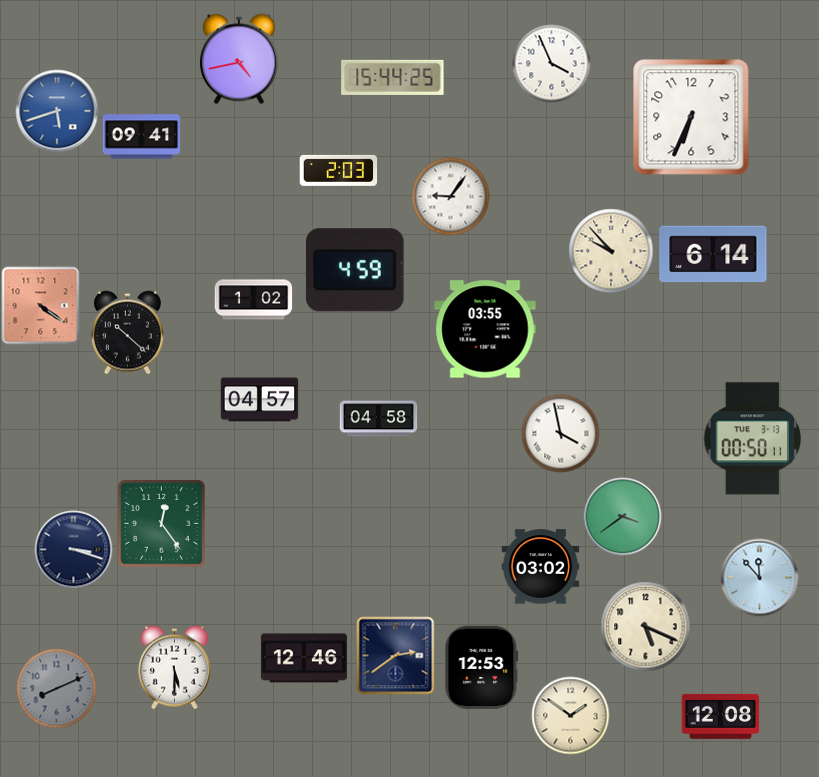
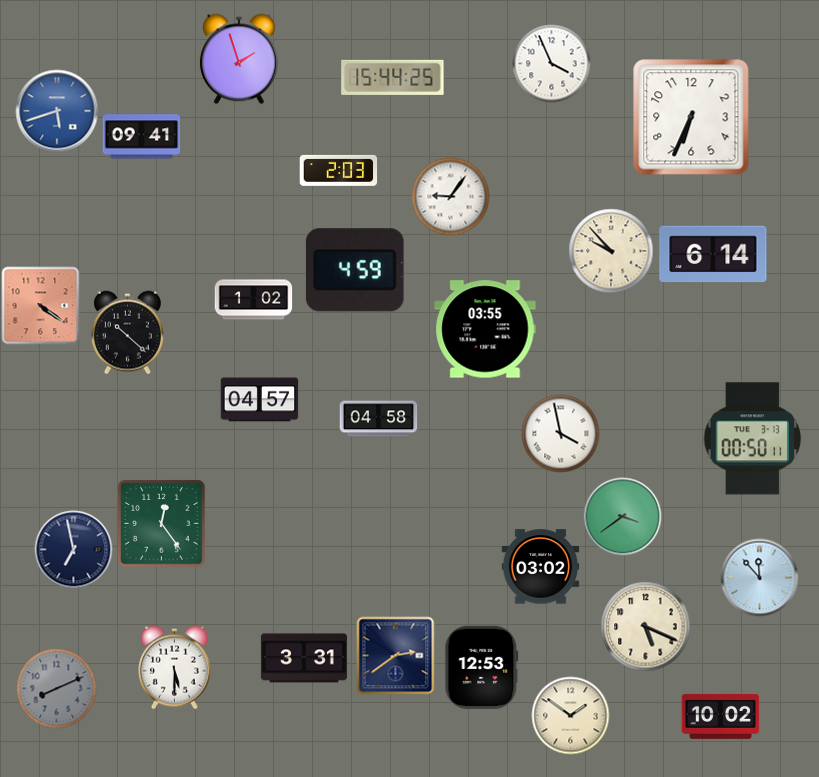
clock at (239, 59): 4:43 -> 1:57
clock at (73, 549): 3:18 -> 6:58
clock at (304, 658): 12:46 -> 3:31
clock at (720, 716): 12:08 -> 10:02
